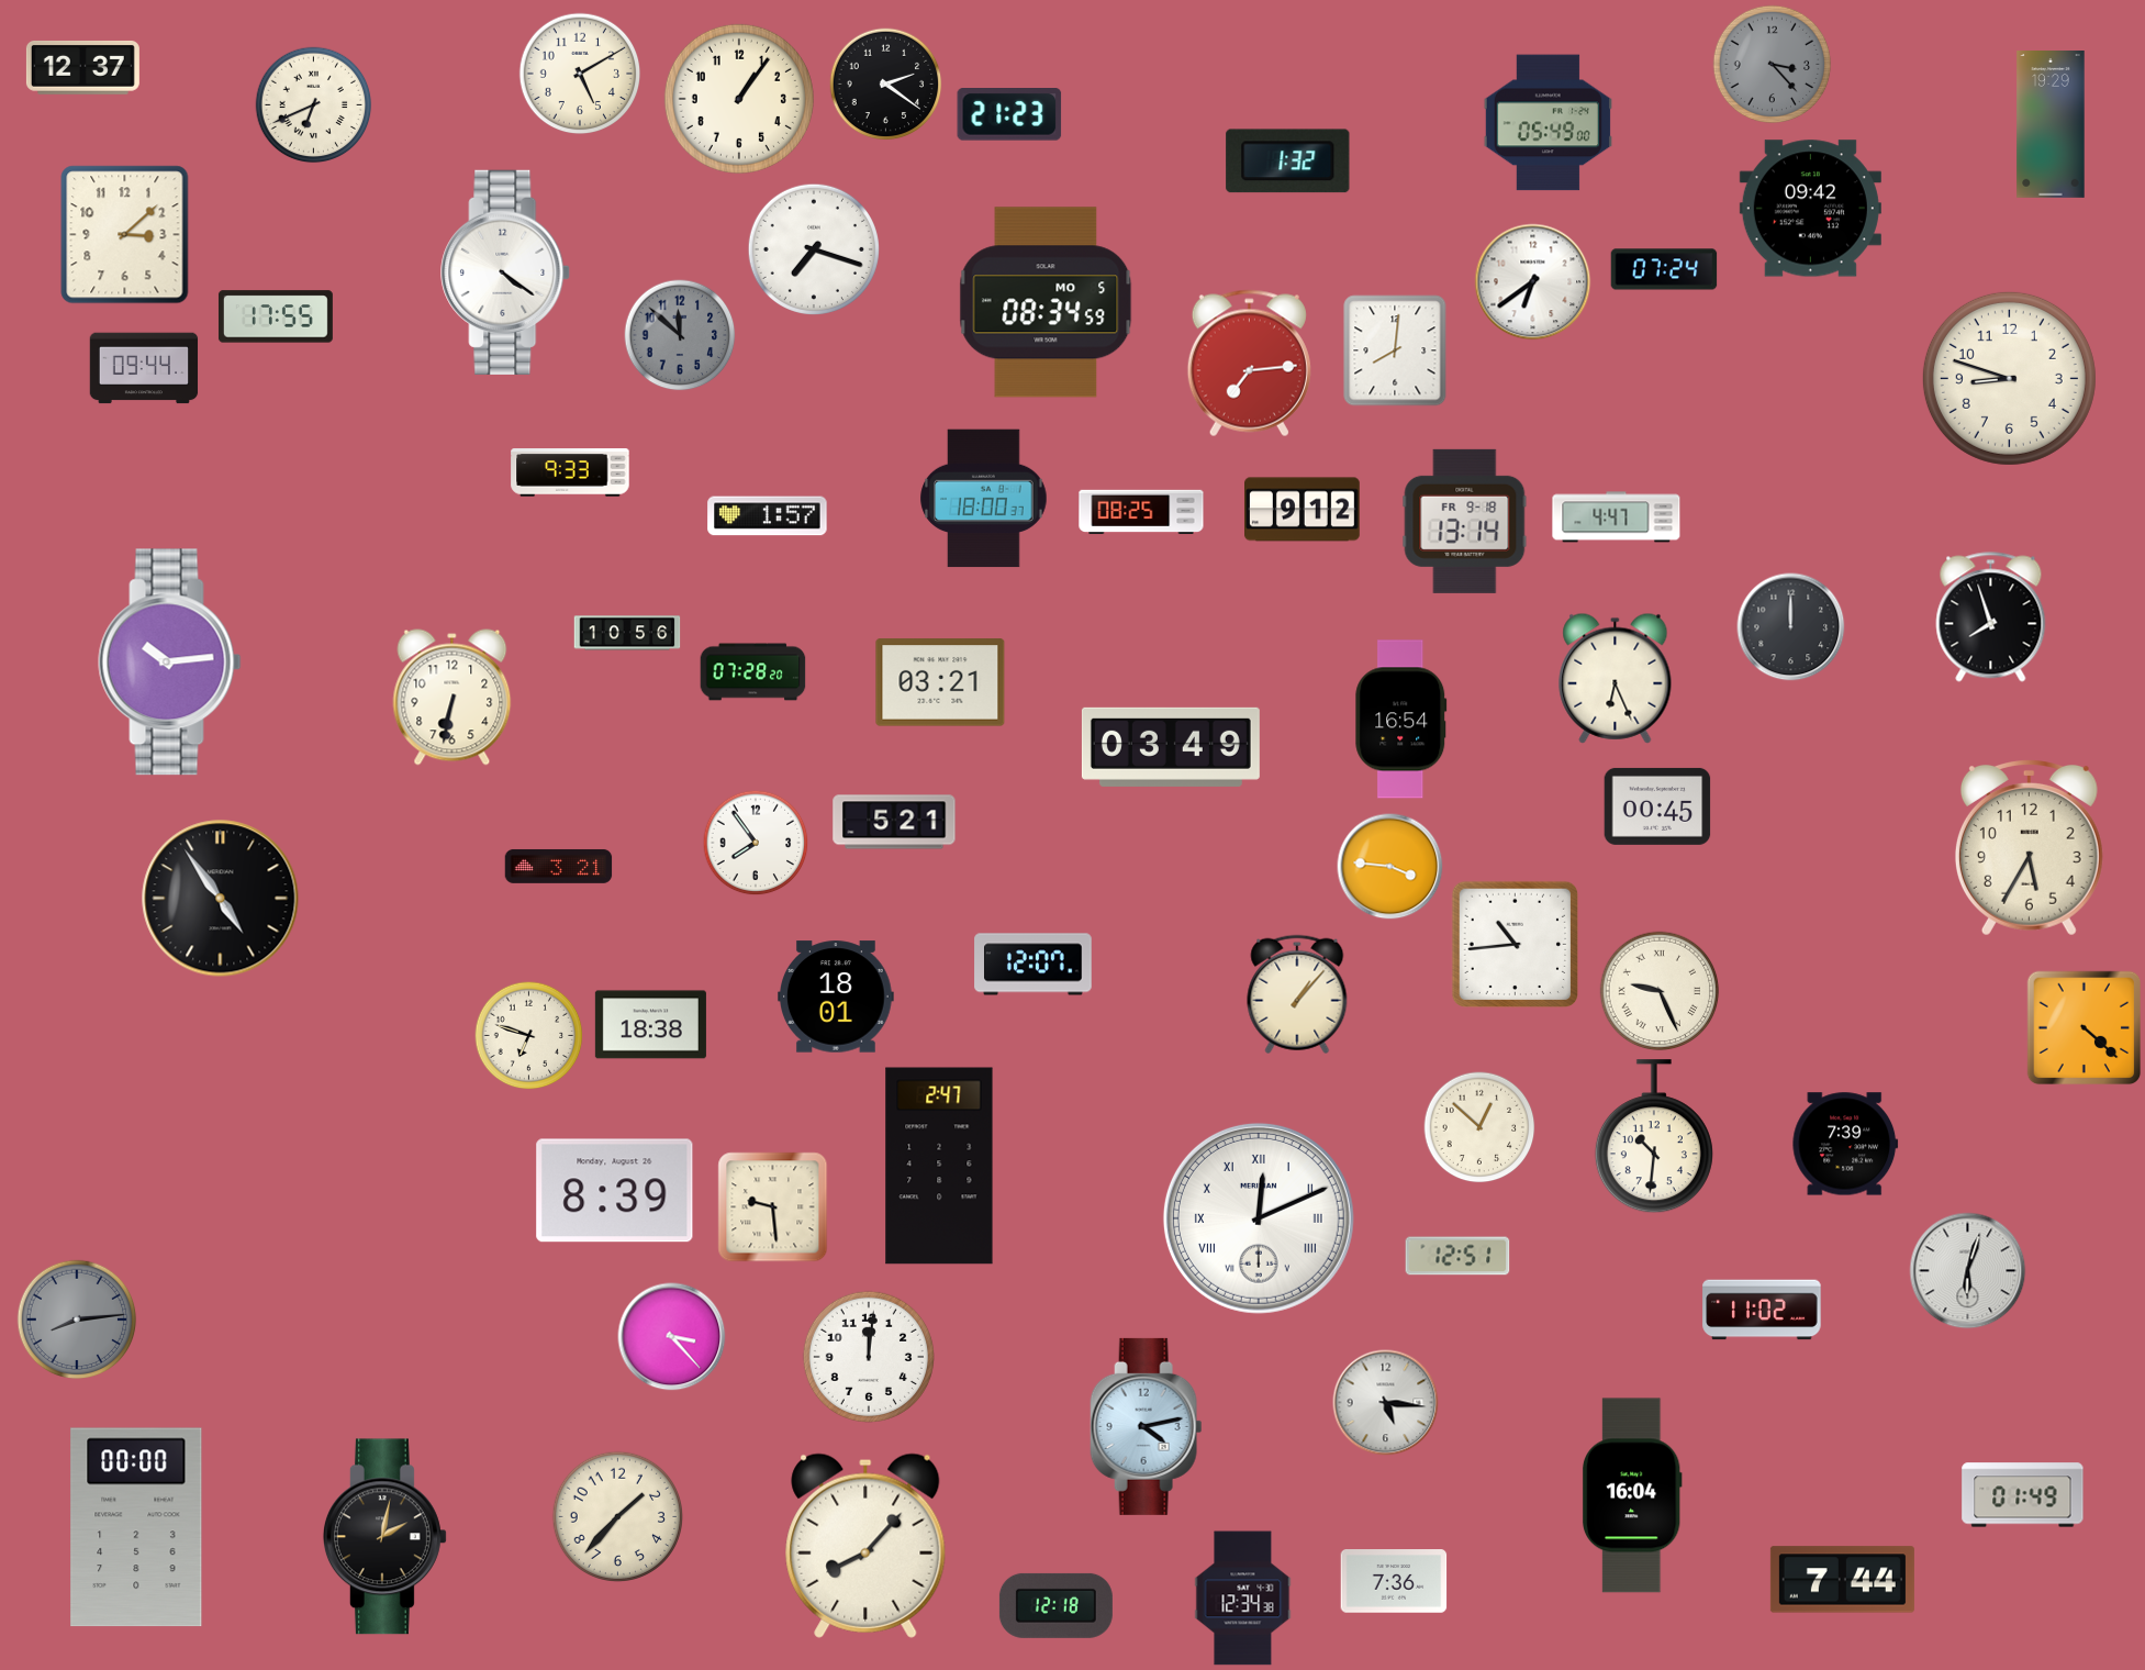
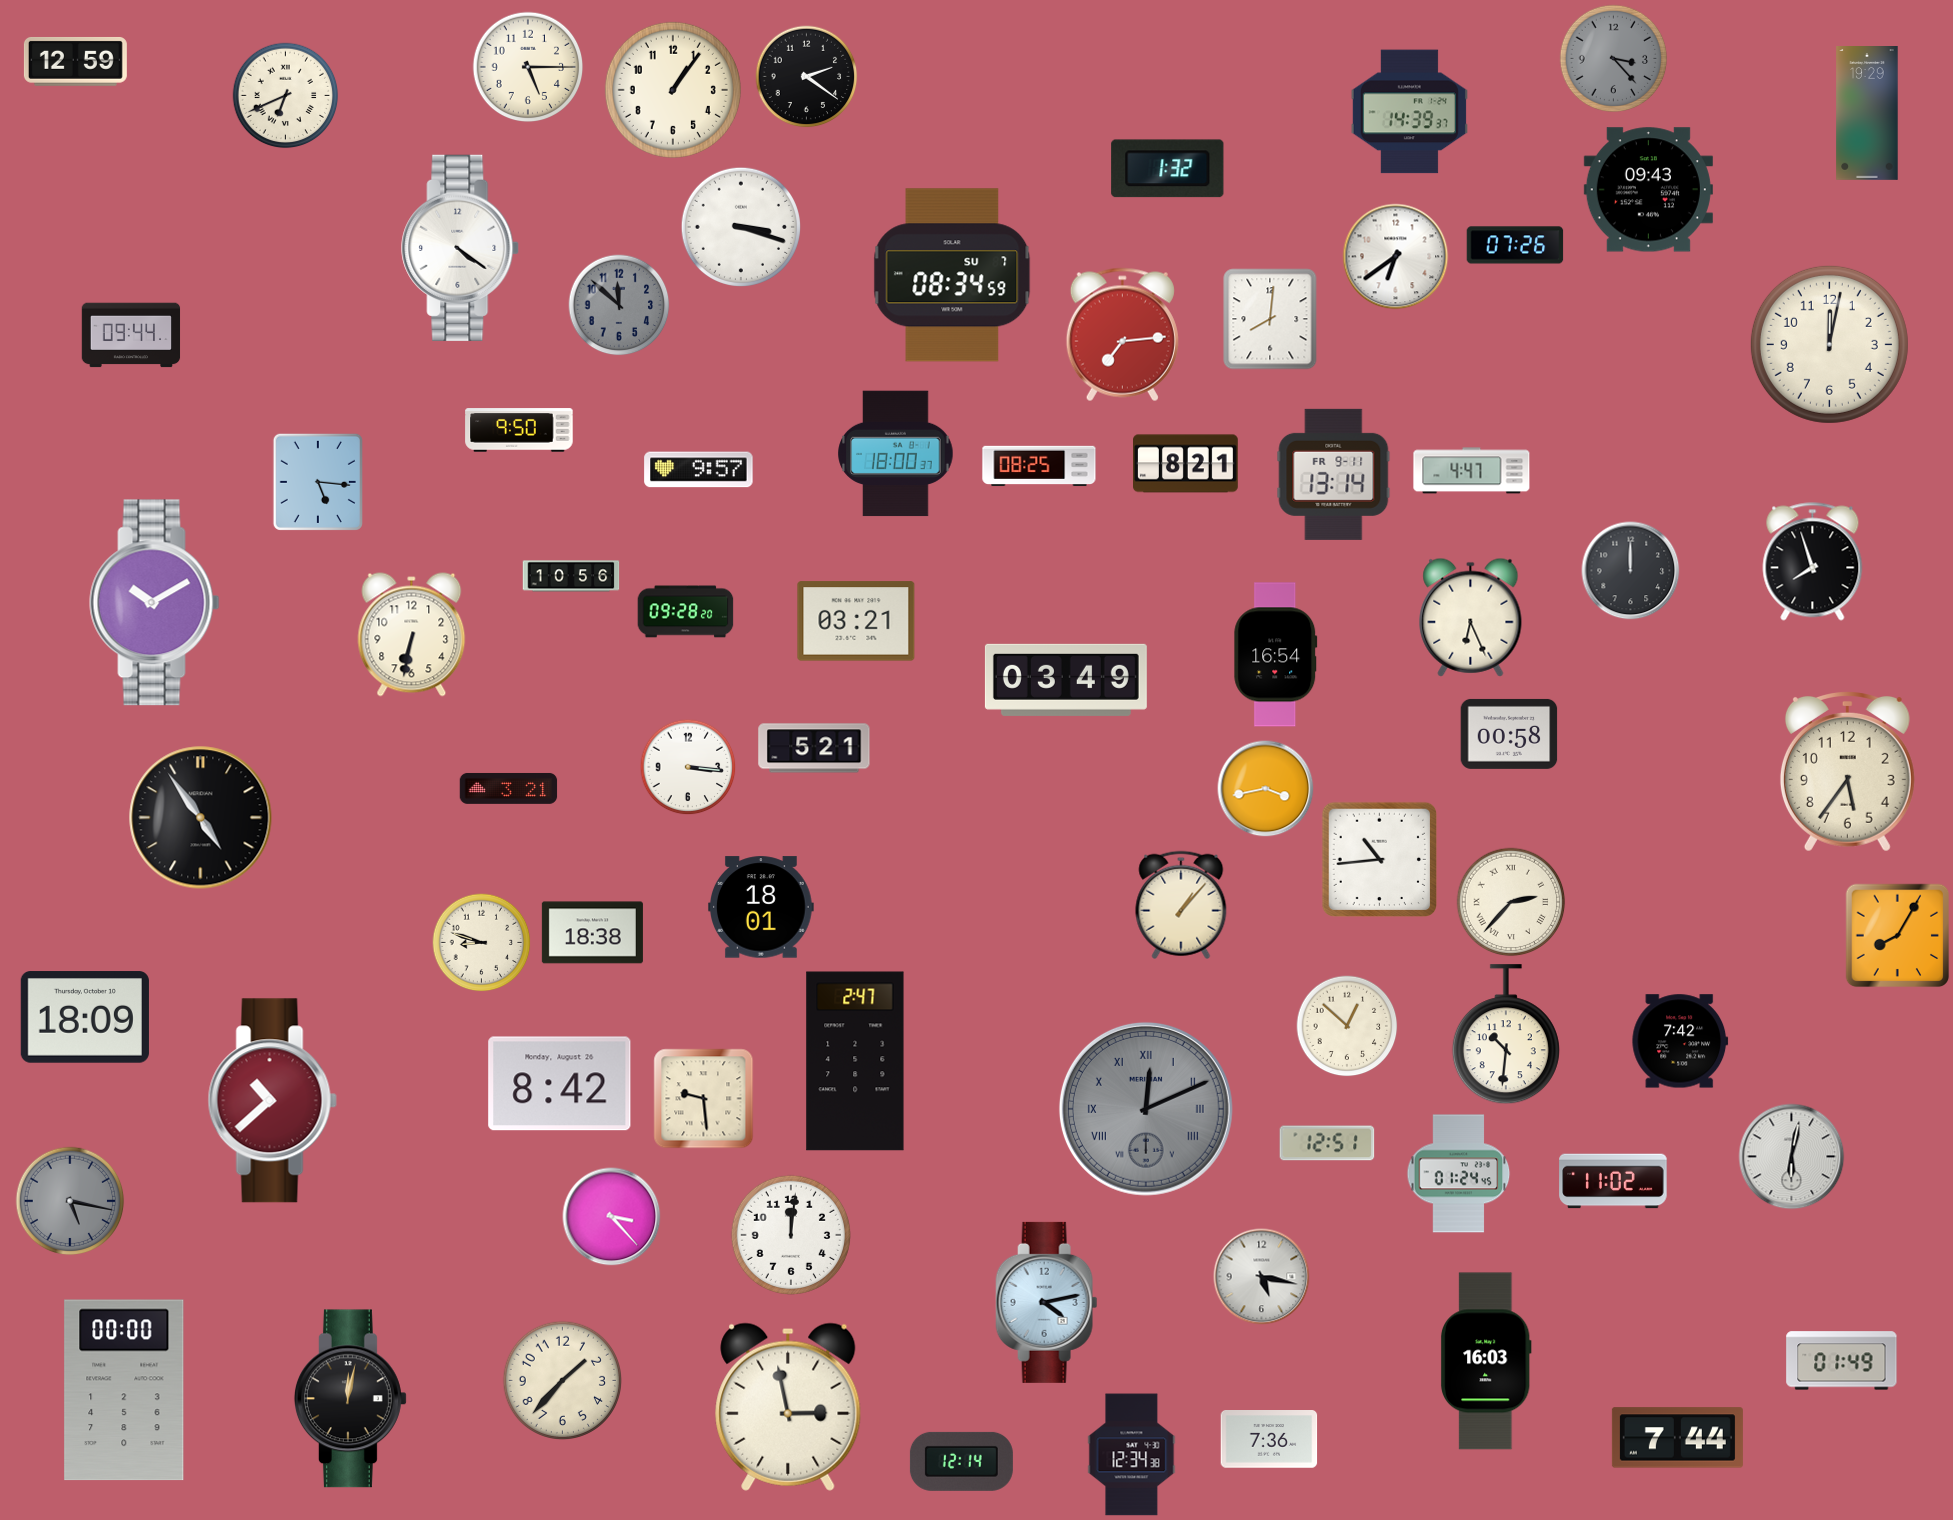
clock at (82, 67): 12:37 -> 12:59
clock at (580, 74): 5:10 -> 5:15
clock at (1009, 115): 21:23 -> none
clock at (1548, 123): 05:49 -> 14:39
clock at (1288, 162) position: (1288, 162) -> (1168, 169)
clock at (1810, 209): 09:42 -> 09:43
clock at (125, 235): 3:08 -> none
clock at (813, 248): 7:18 -> 3:18
clock at (1664, 269): 07:24 -> 07:26
clock at (1046, 302) date: MO 5 -> SU 7
clock at (276, 316): 17:55 -> none
clock at (1249, 364) position: (1249, 364) -> (1122, 335)
clock at (2009, 378): 8:48 -> 12:02
clock at (570, 472): 9:33 -> 9:50
clock at (1303, 510): 9:12 -> 8:21
clock at (768, 516): 1:57 -> 9:57
clock at (1465, 521) date: FR 9-18 -> FR 9-11
clock at (318, 482): none -> 5:16
clock at (170, 663): 10:14 -> 10:10
clock at (753, 672): 07:28 -> 09:28
clock at (1657, 806): 00:45 -> 00:58
clock at (756, 843): 7:54 -> 3:16
clock at (2029, 848): 5:35 -> 5:36
clock at (1390, 867): 3:46 -> 3:43
clock at (1034, 965): 12:07 -> none
clock at (1660, 991): 9:26 -> 2:37
clock at (2085, 1028): 4:22 -> 8:05
clock at (529, 1036): 6:48 -> 8:48
clock at (85, 1017): none -> 18:09
clock at (1845, 1144): 7:39 -> 7:42
clock at (615, 1191): 8:39 -> 8:42
clock at (272, 1101): none -> 10:38
clock at (1259, 1218) dial: white -> grey
clock at (1968, 1271): 6:03 -> 6:02
clock at (1459, 1174): none -> 01:24
clock at (1762, 1310) position: (1762, 1310) -> (1613, 1181)
clock at (77, 1320): 8:14 -> 5:17
clock at (1386, 1403): 5:16 -> 5:17
clock at (1147, 1426) position: (1147, 1426) -> (1047, 1302)
clock at (1632, 1495): 16:04 -> 16:03
clock at (384, 1537): 2:02 -> 12:02
clock at (865, 1546): 8:07 -> 2:58
clock at (1055, 1605): 12:18 -> 12:14
